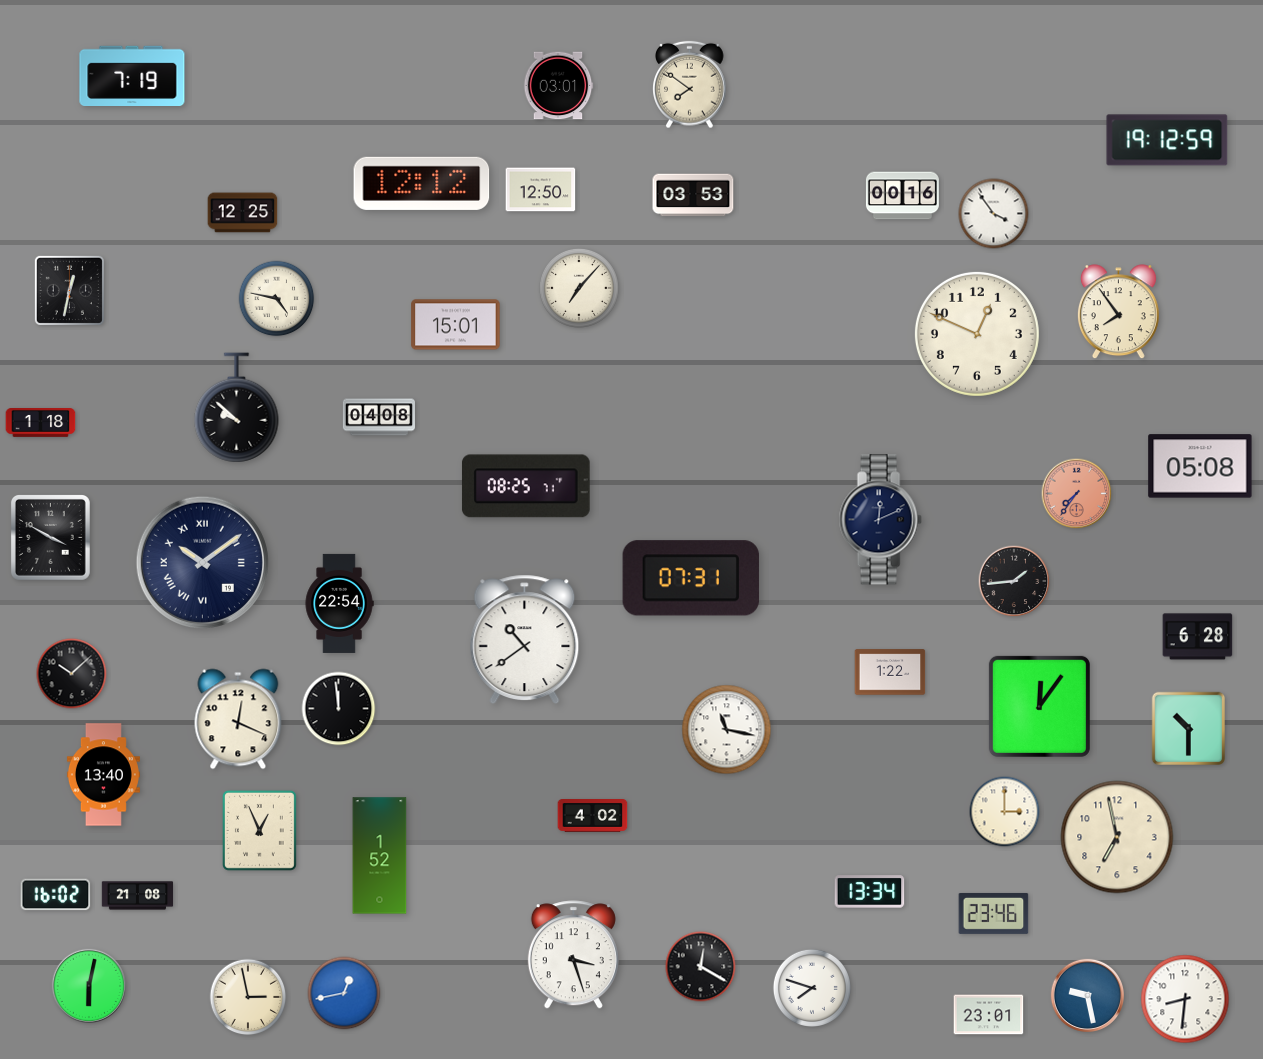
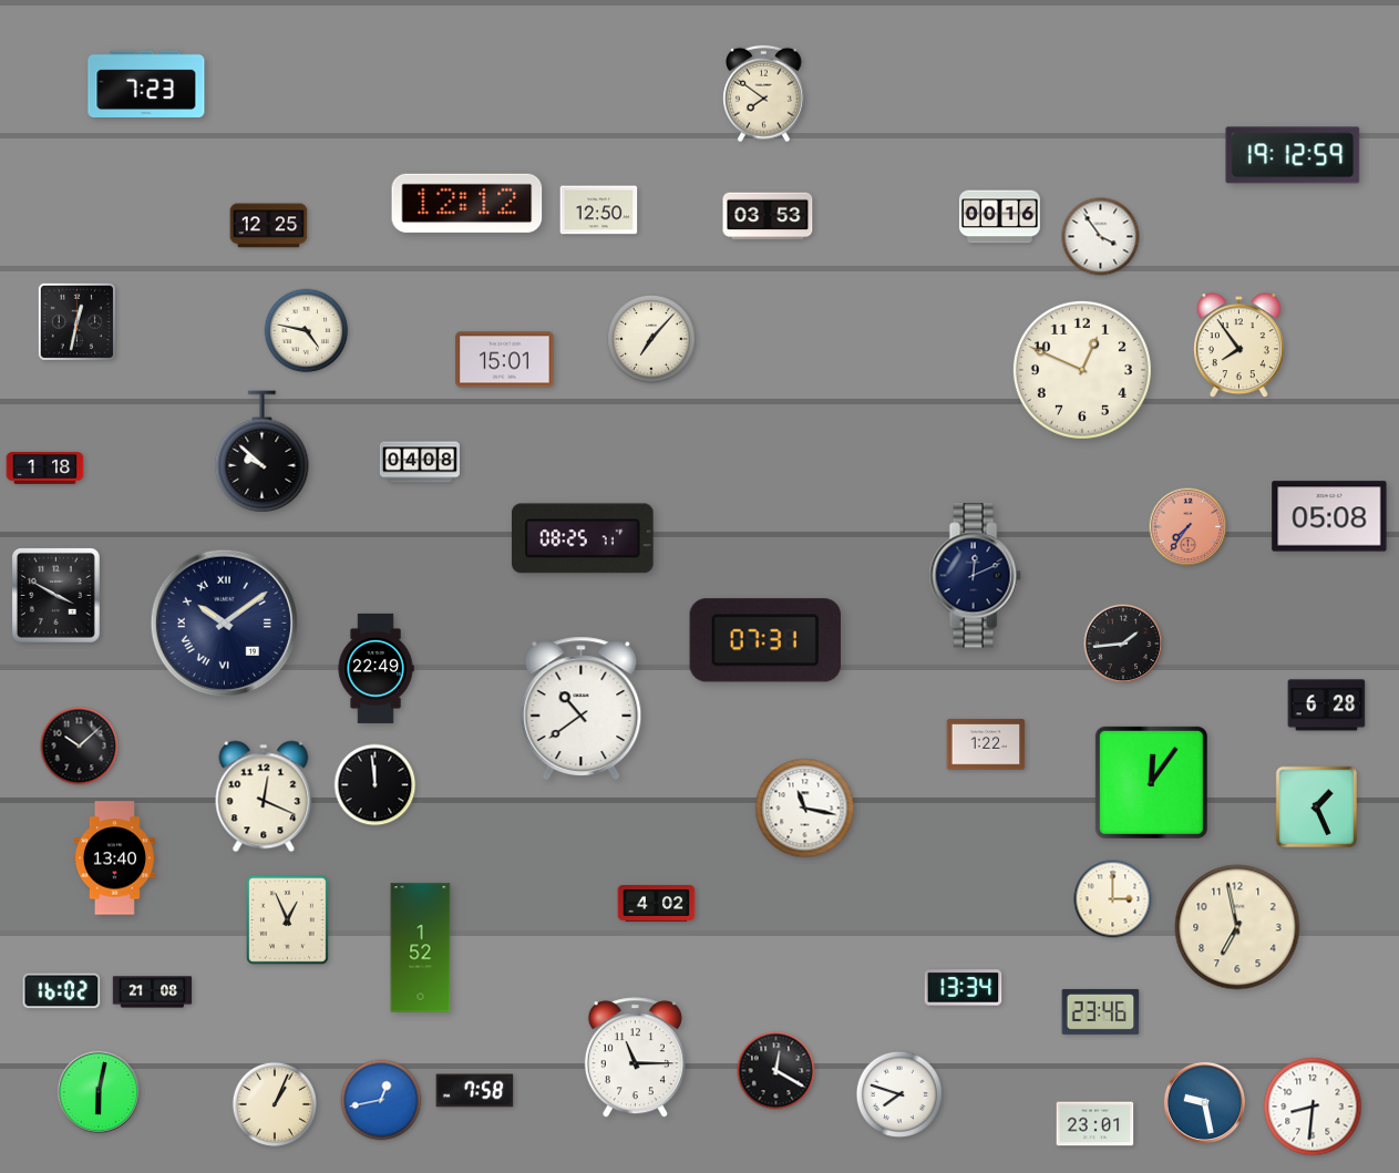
clock at (132, 75): 7:19 -> 7:23
clock at (558, 86): 03:01 -> none
clock at (243, 213) position: (243, 213) -> (269, 226)
clock at (579, 288) position: (579, 288) -> (651, 339)
clock at (1077, 494) position: (1077, 494) -> (1189, 527)
clock at (339, 603): 22:54 -> 22:49
clock at (1188, 729): 10:30 -> 1:26
clock at (573, 955): 3:27 -> 11:15
clock at (475, 1091): none -> 7:58
clock at (248, 997): 2:58 -> 1:04
